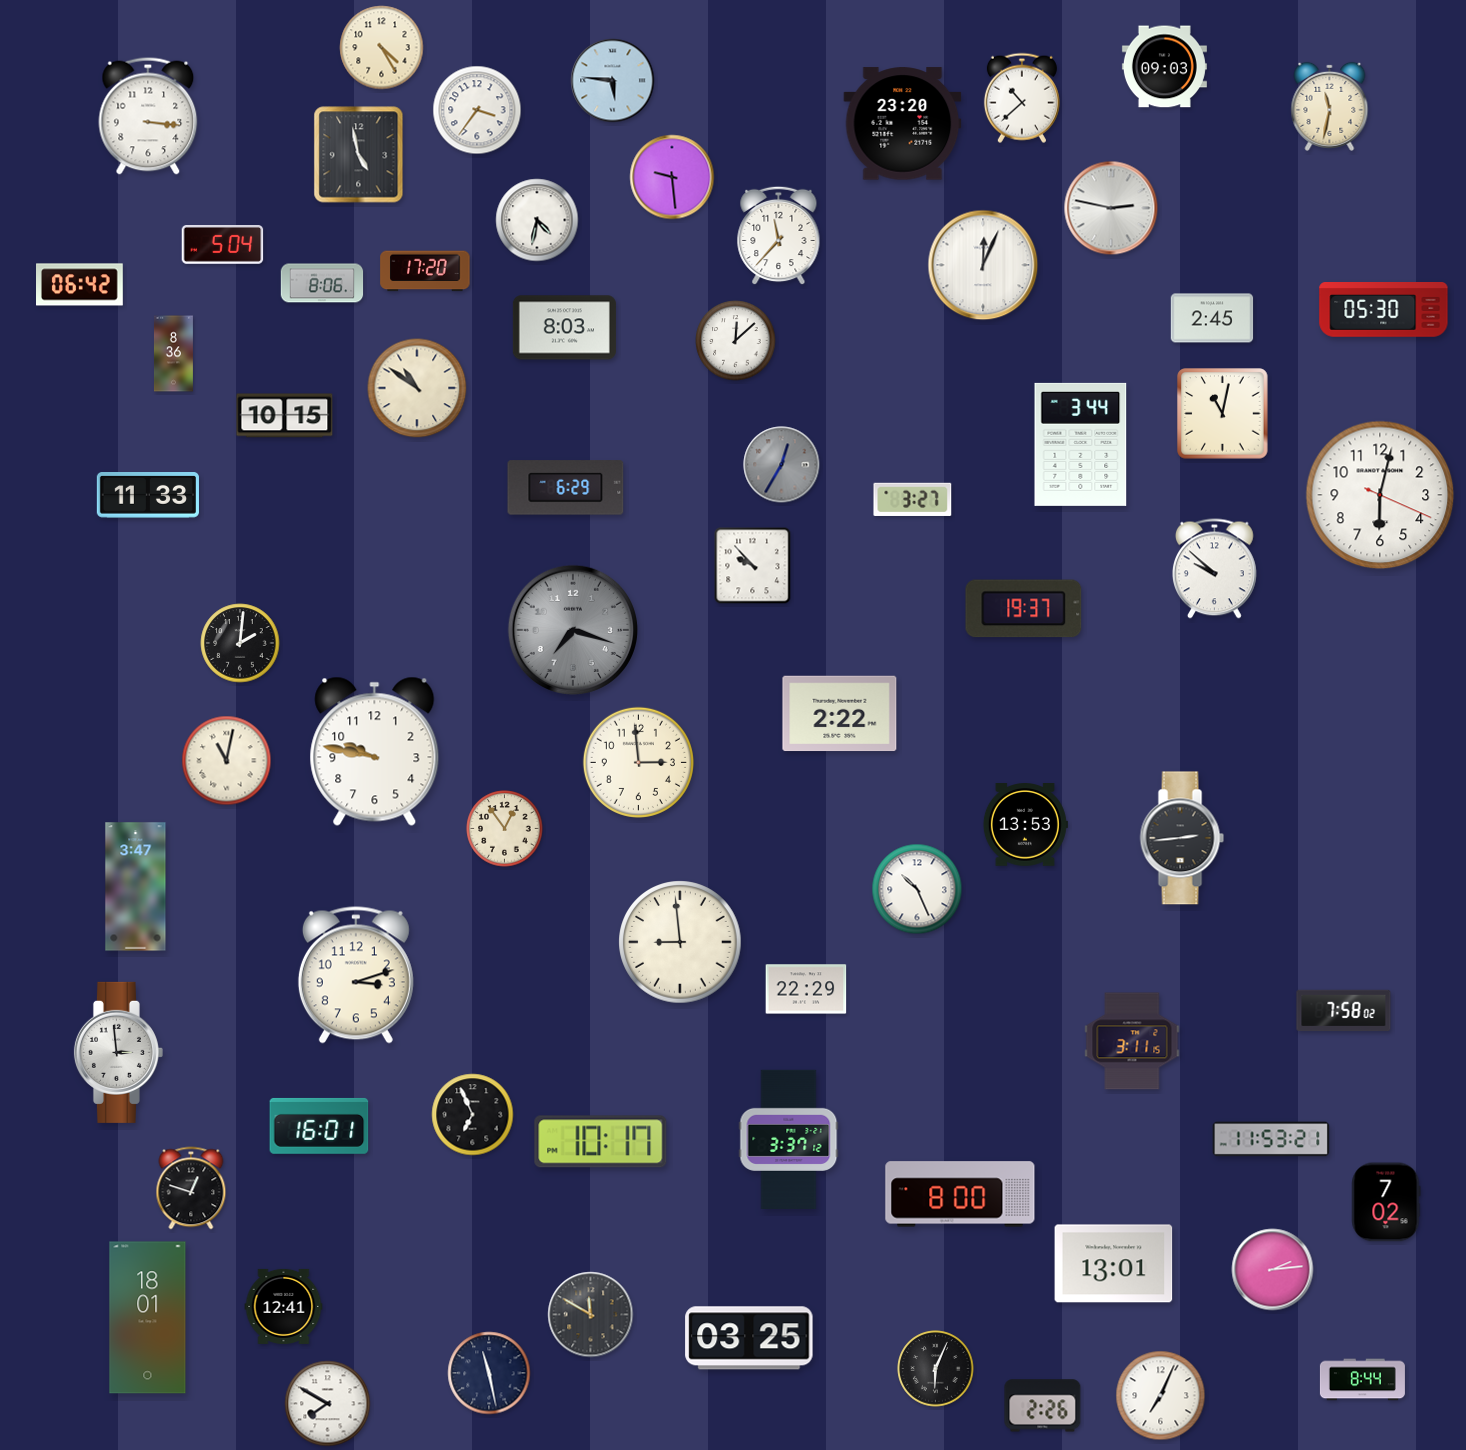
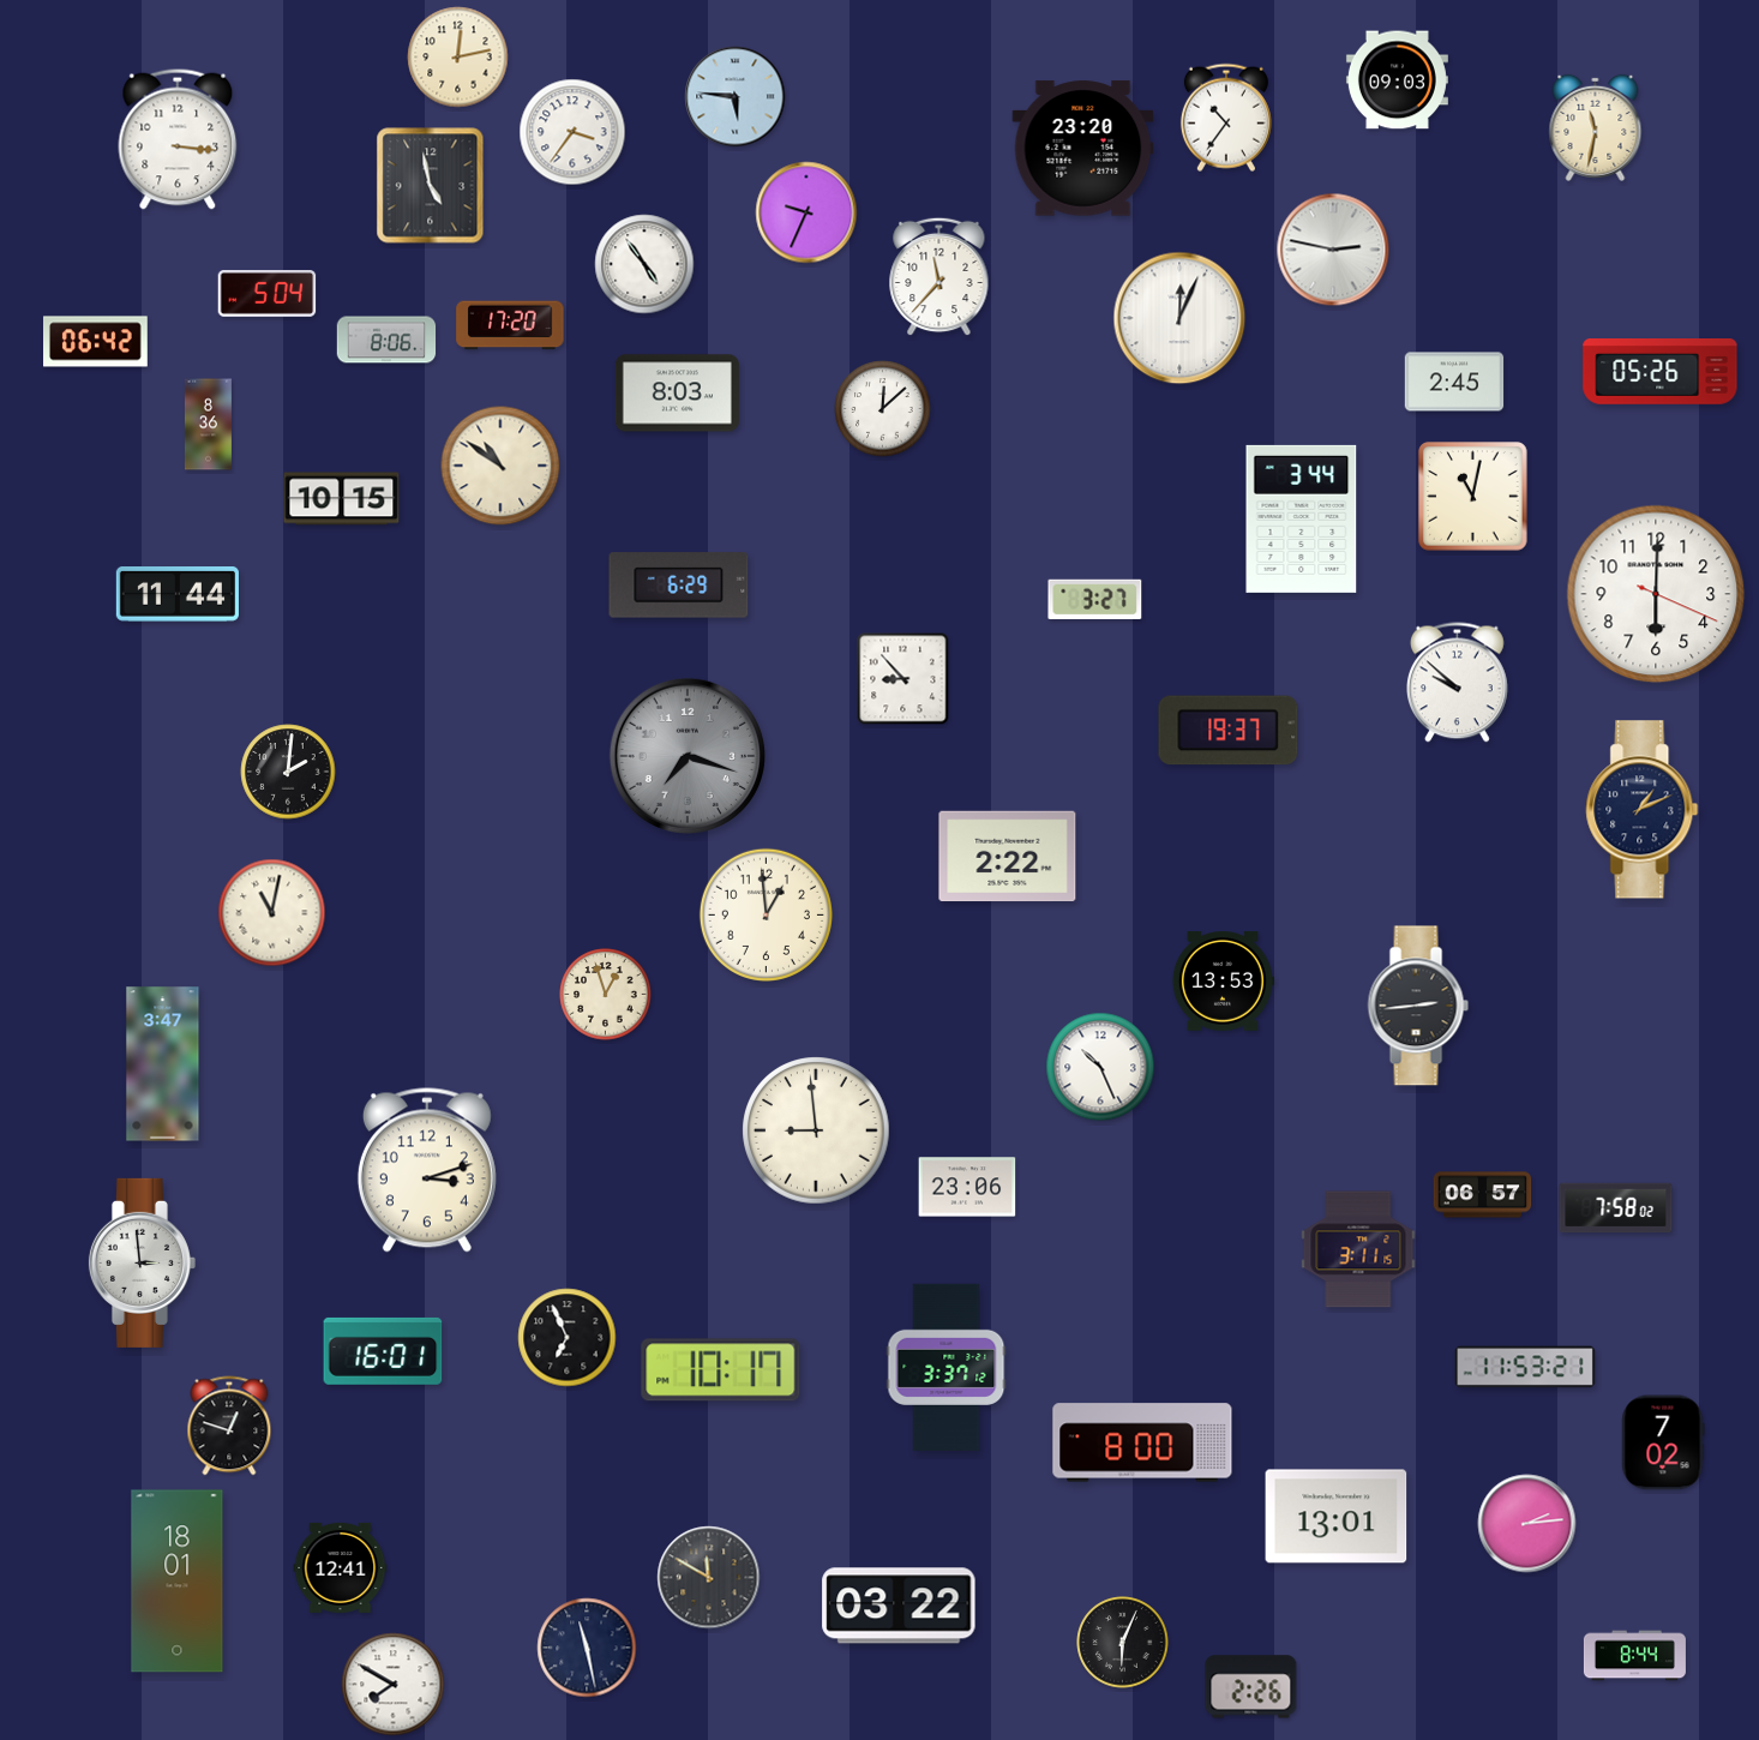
clock at (382, 48): 4:25 -> 12:13
clock at (1022, 98): 10:38 -> 10:36
clock at (672, 177): 9:29 -> 9:34
clock at (537, 220): 4:32 -> 4:54
clock at (779, 236) position: (779, 236) -> (939, 277)
clock at (1384, 310): 05:30 -> 05:26
clock at (1223, 414) position: (1223, 414) -> (1473, 497)
clock at (1081, 444) position: (1081, 444) -> (1302, 518)
clock at (782, 465): 12:35 -> none
clock at (1380, 495): 6:02 -> 6:00
clock at (148, 496): 11:33 -> 11:44
clock at (753, 566): 9:53 -> 8:53
clock at (1643, 810): none -> 1:11
clock at (375, 751): 9:47 -> none
clock at (638, 762): 2:59 -> 12:59
clock at (1025, 825) position: (1025, 825) -> (1223, 982)
clock at (505, 829): 12:54 -> 12:57
clock at (806, 989): 22:29 -> 23:06
clock at (1483, 1195): none -> 06:57
clock at (1344, 1011) position: (1344, 1011) -> (1616, 1208)
clock at (960, 1194) position: (960, 1194) -> (1142, 1442)
clock at (749, 1338): 03:25 -> 03:22
clock at (1161, 1396): 7:04 -> none
